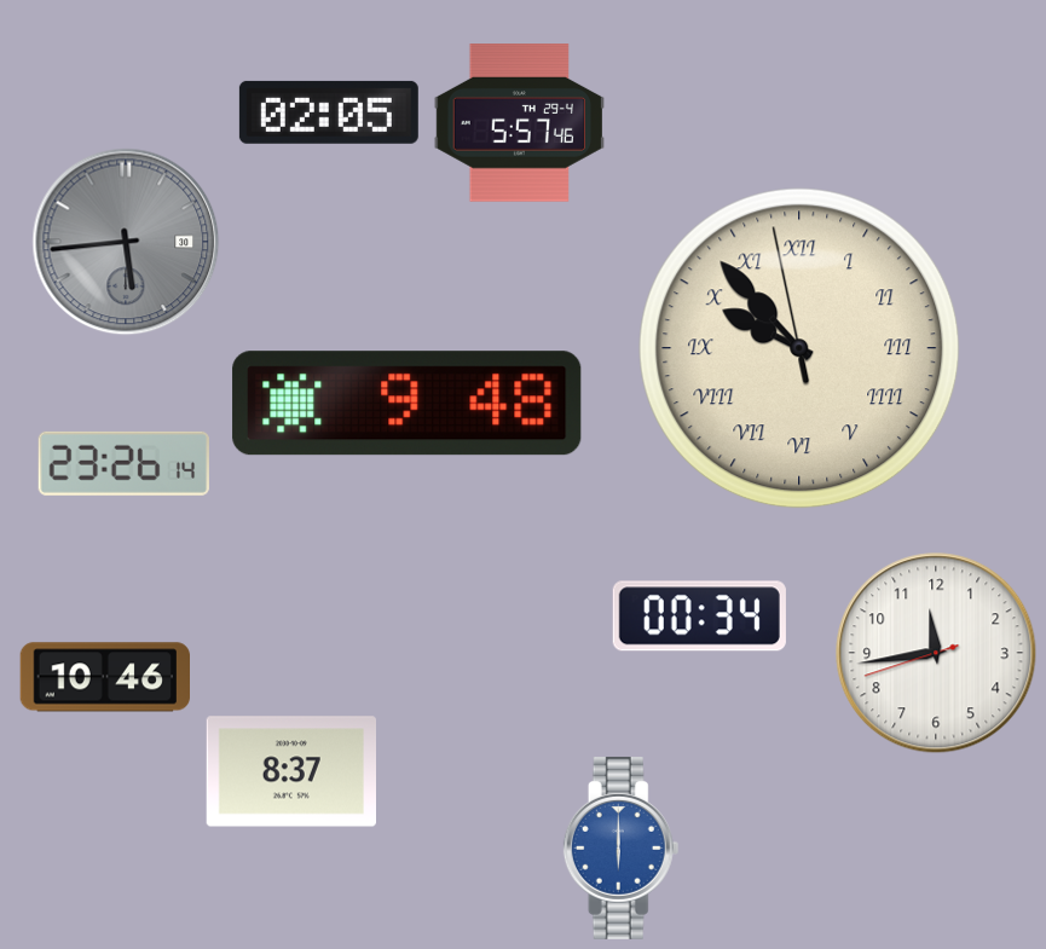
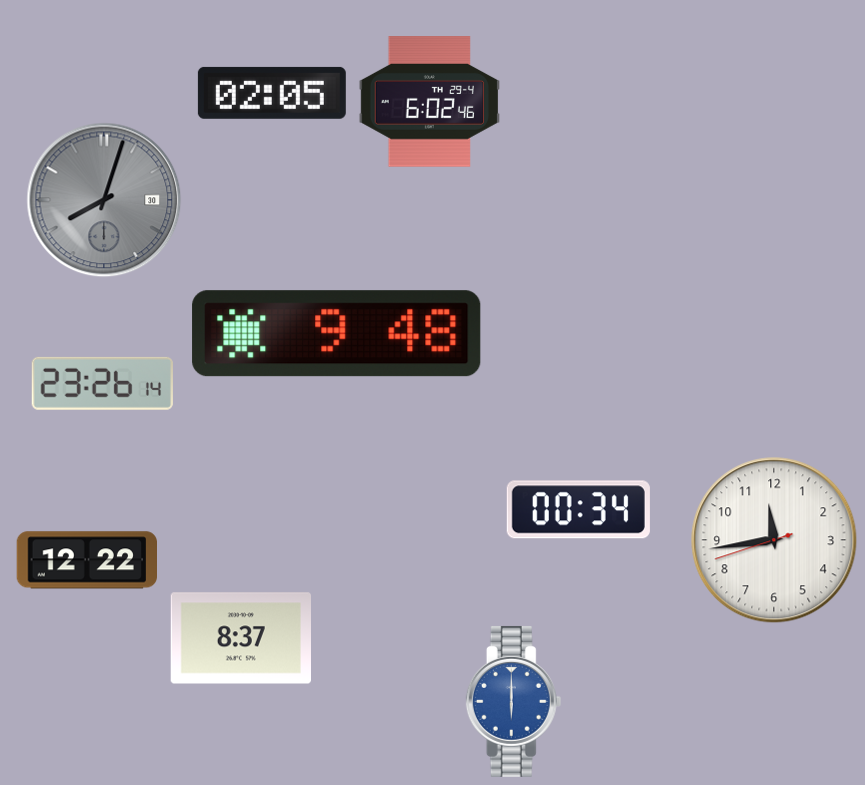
clock at (519, 123): 5:57 -> 6:02
clock at (126, 242): 5:44 -> 8:03
clock at (799, 348): 9:52 -> none
clock at (104, 677): 10:46 -> 12:22
